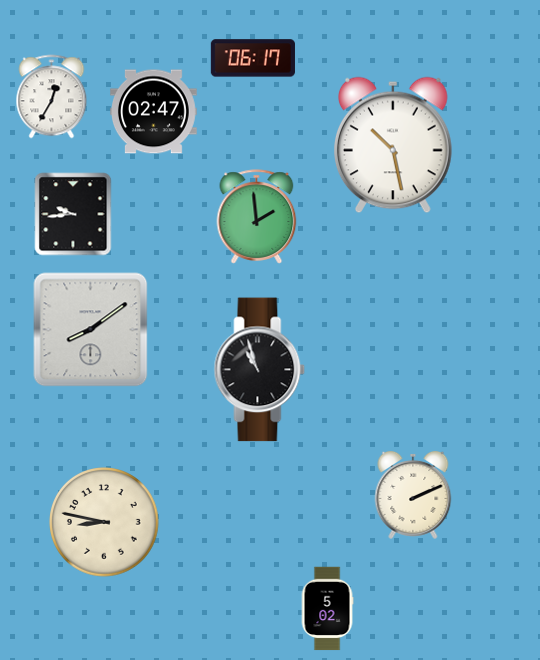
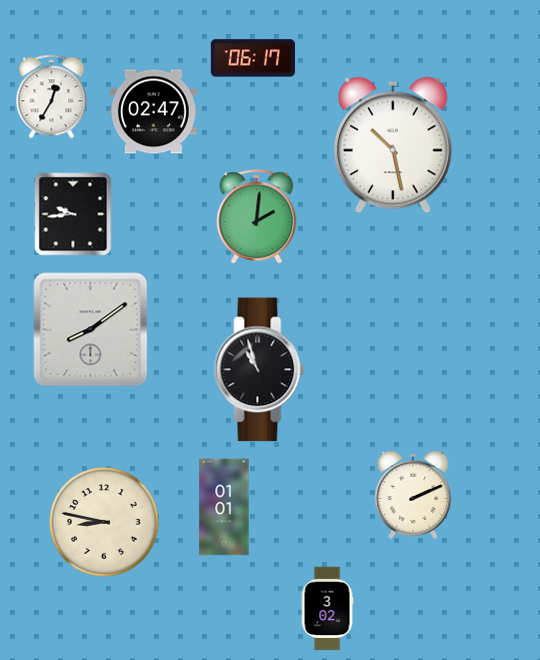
clock at (257, 217): 1:59 -> 2:01
clock at (224, 507): none -> 01:01
clock at (327, 609): 5:02 -> 3:02
